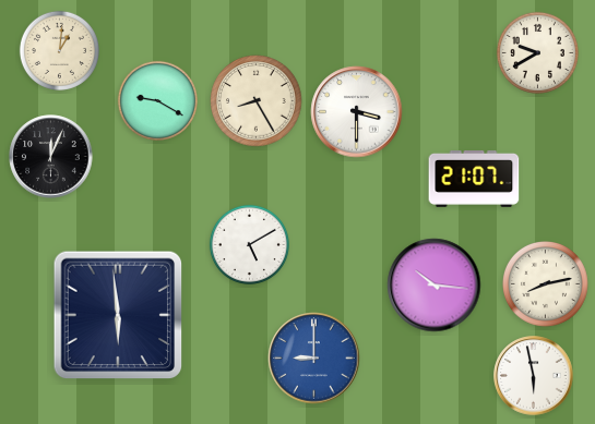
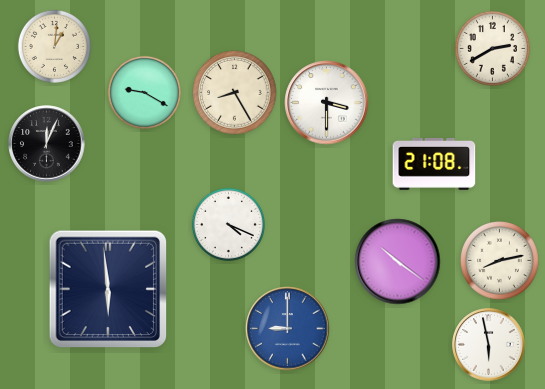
clock at (537, 52): 9:40 -> 2:40
clock at (474, 179): 21:07 -> 21:08
clock at (249, 244): 5:10 -> 4:19
clock at (435, 286): 10:16 -> 10:21
